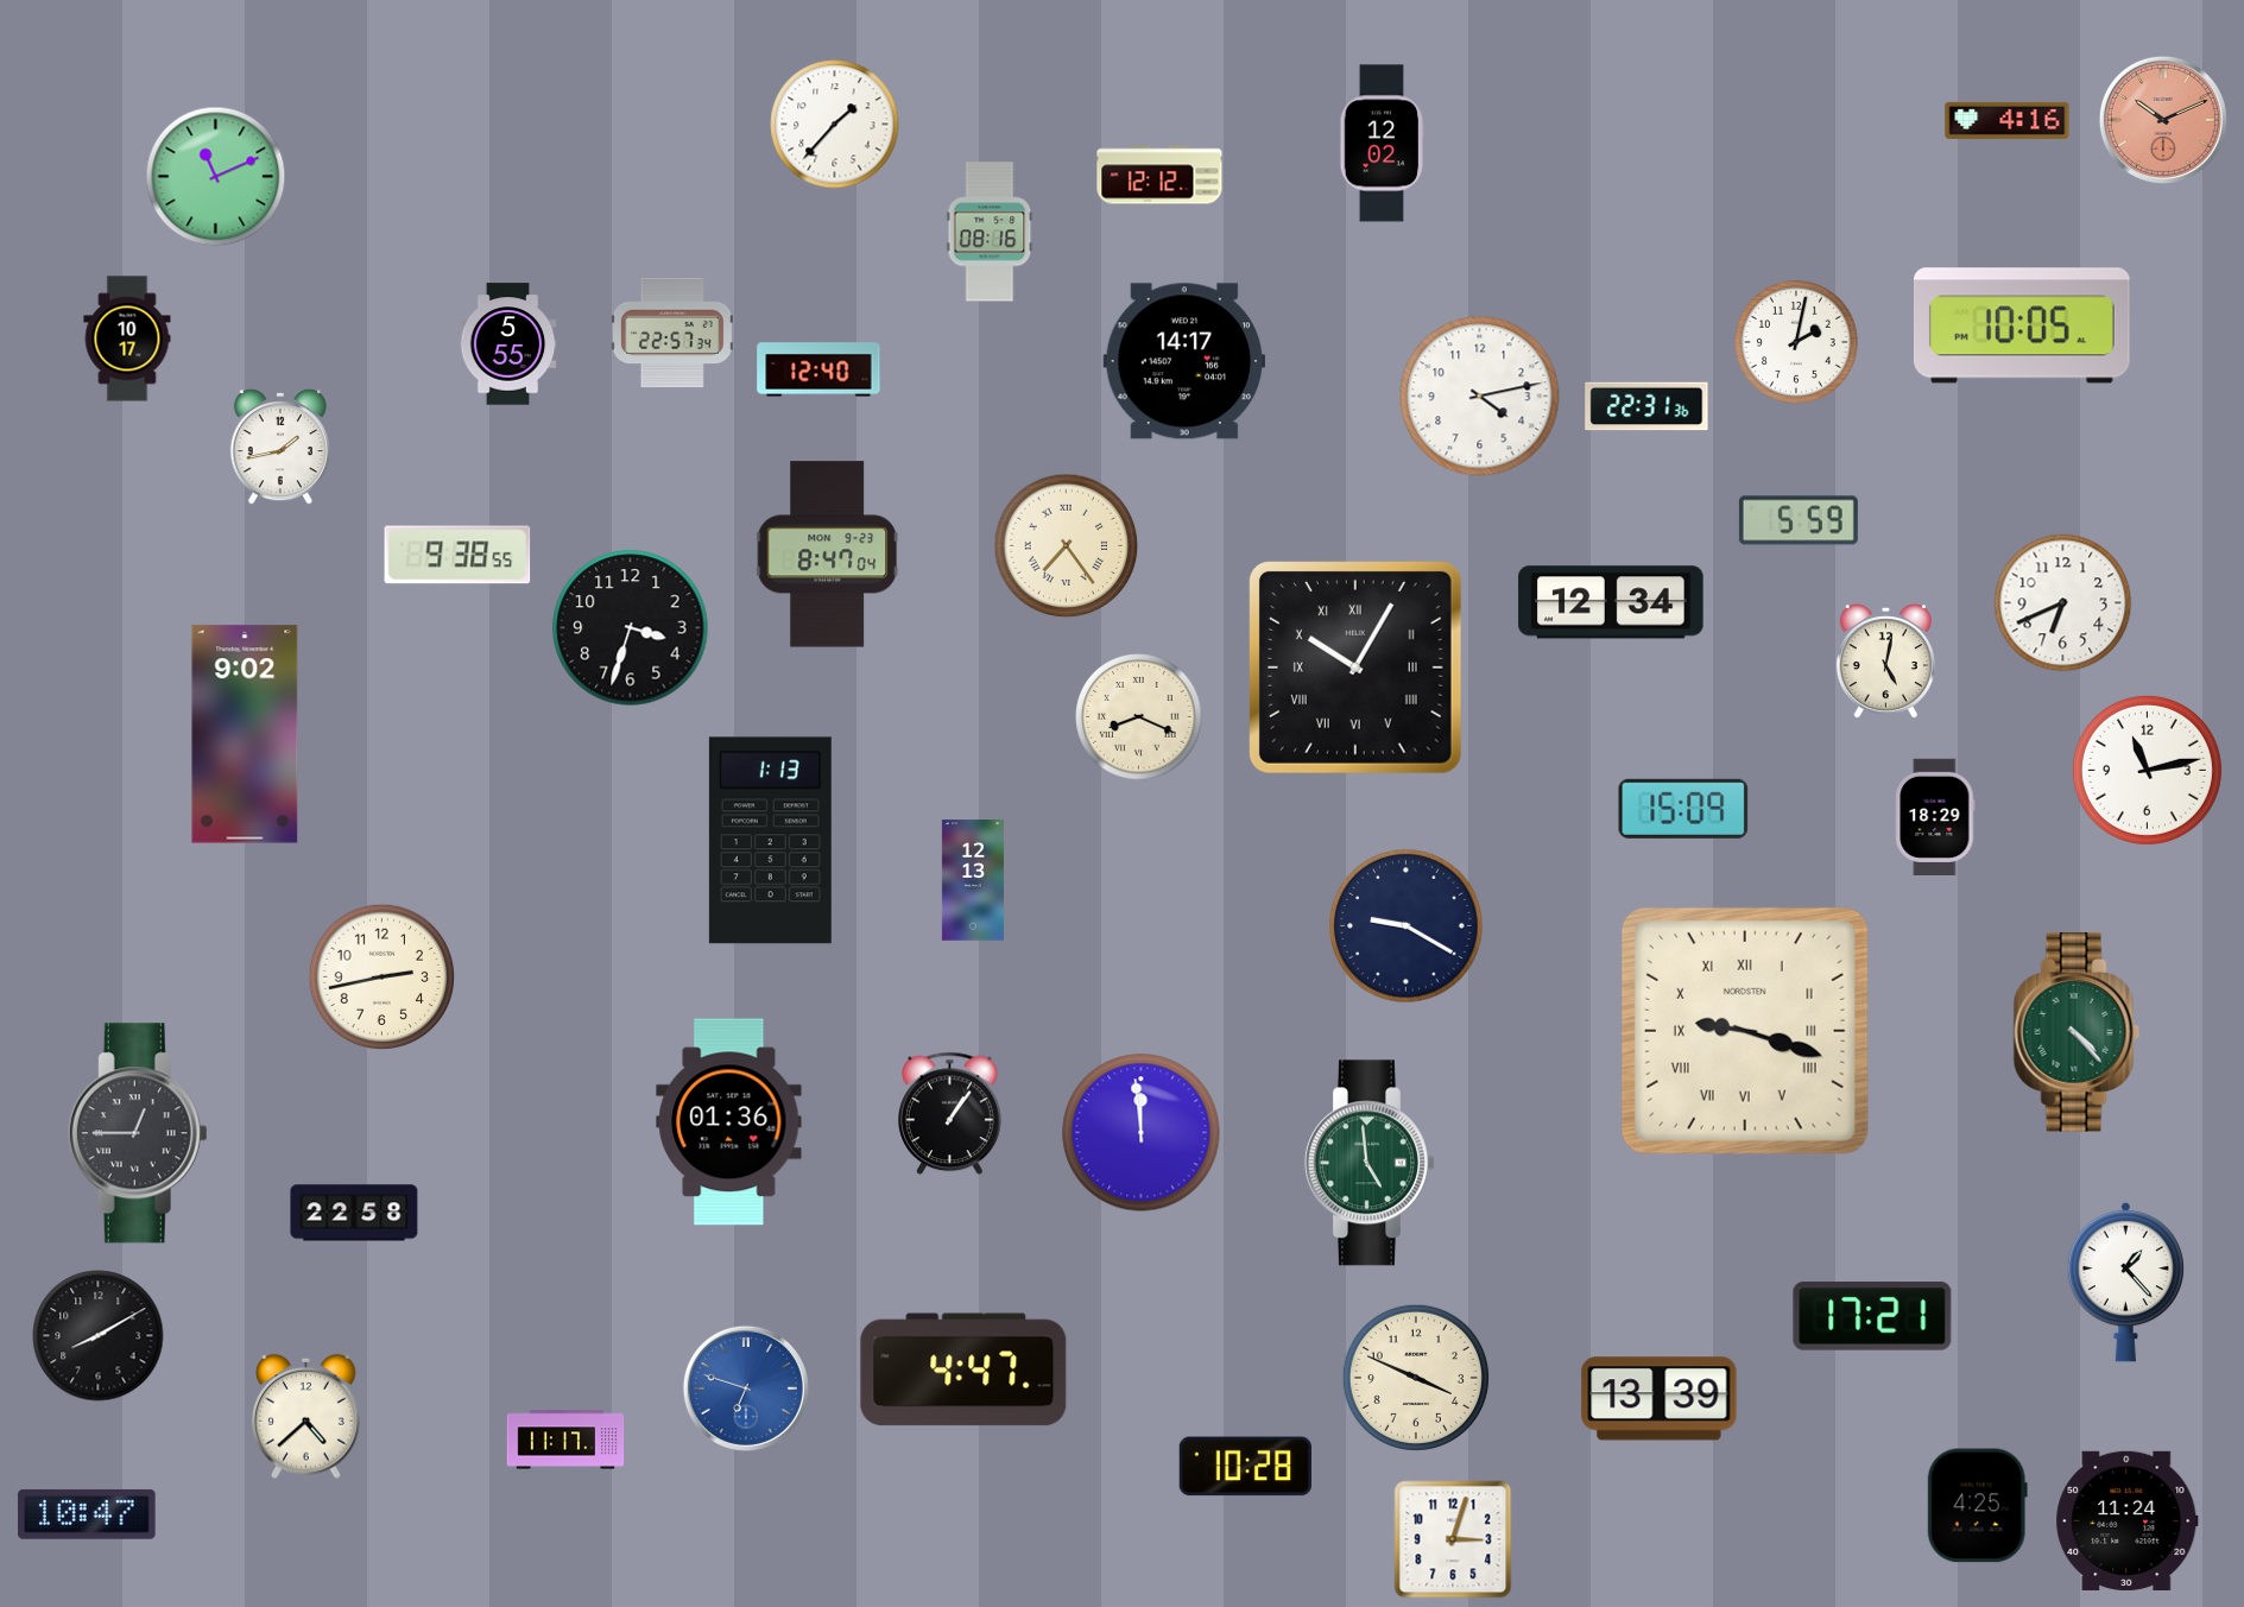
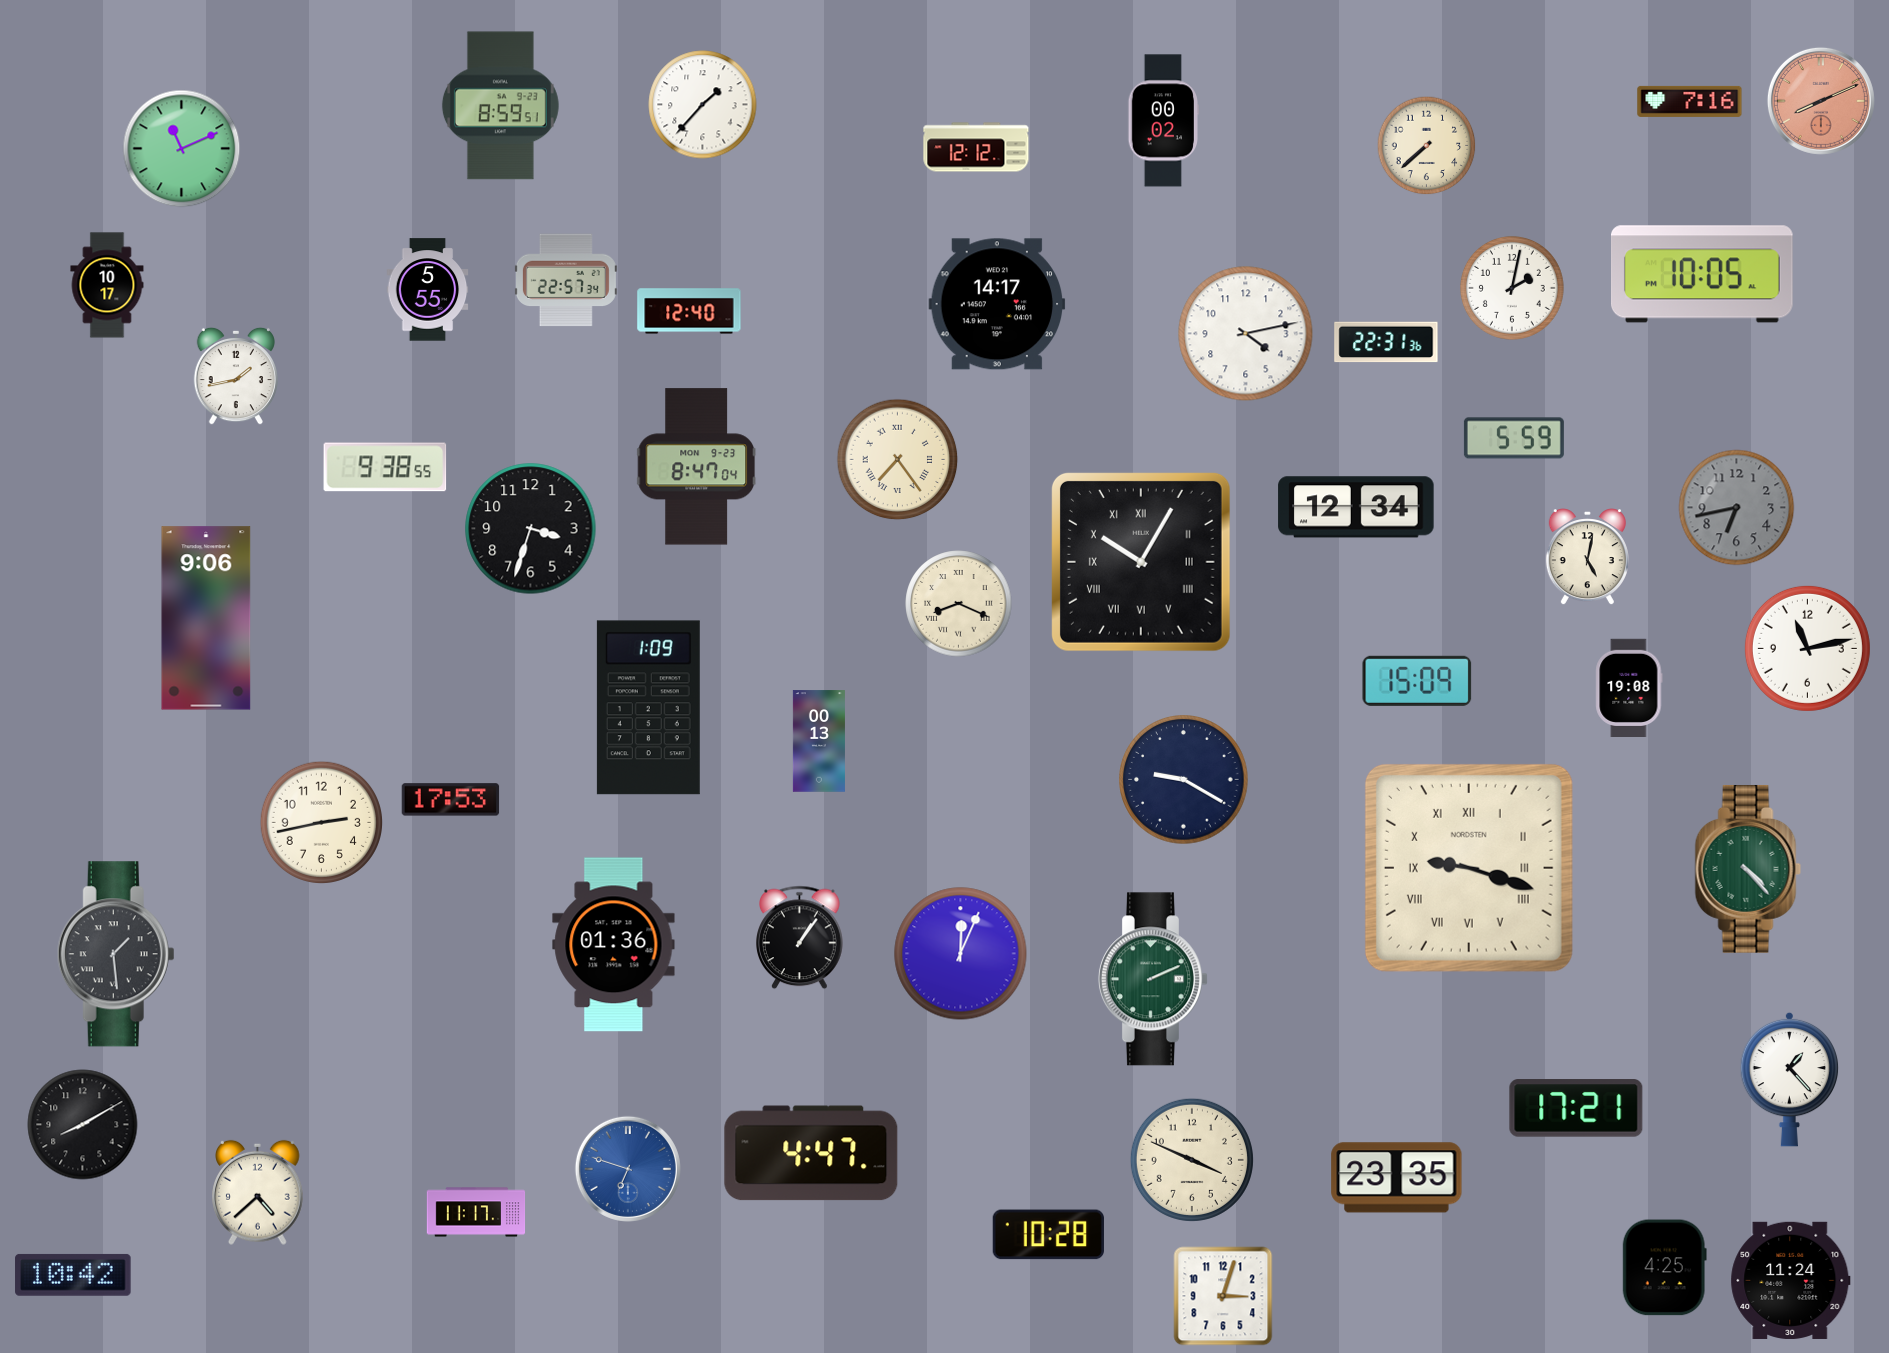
clock at (2008, 120): 4:16 -> 7:16
clock at (2163, 120): 10:11 -> 8:11
clock at (500, 106): none -> 8:59
clock at (1382, 144): 12:02 -> 00:02
clock at (1427, 146): none -> 7:38
clock at (990, 232): 08:16 -> none
clock at (2063, 603): 6:41 -> 6:43
clock at (2063, 603) dial: white -> grey
clock at (245, 734): 9:02 -> 9:06
clock at (1935, 816): 18:29 -> 19:08
clock at (770, 841): 1:13 -> 1:09
clock at (973, 880): 12:13 -> 00:13
clock at (451, 800): none -> 17:53
clock at (138, 1133): 12:45 -> 1:29
clock at (1142, 1133): 11:59 -> 12:04
clock at (1370, 1163): 4:59 -> 2:11
clock at (354, 1213): 22:58 -> none
clock at (1660, 1399): 13:39 -> 23:35
clock at (87, 1514): 10:47 -> 10:42
